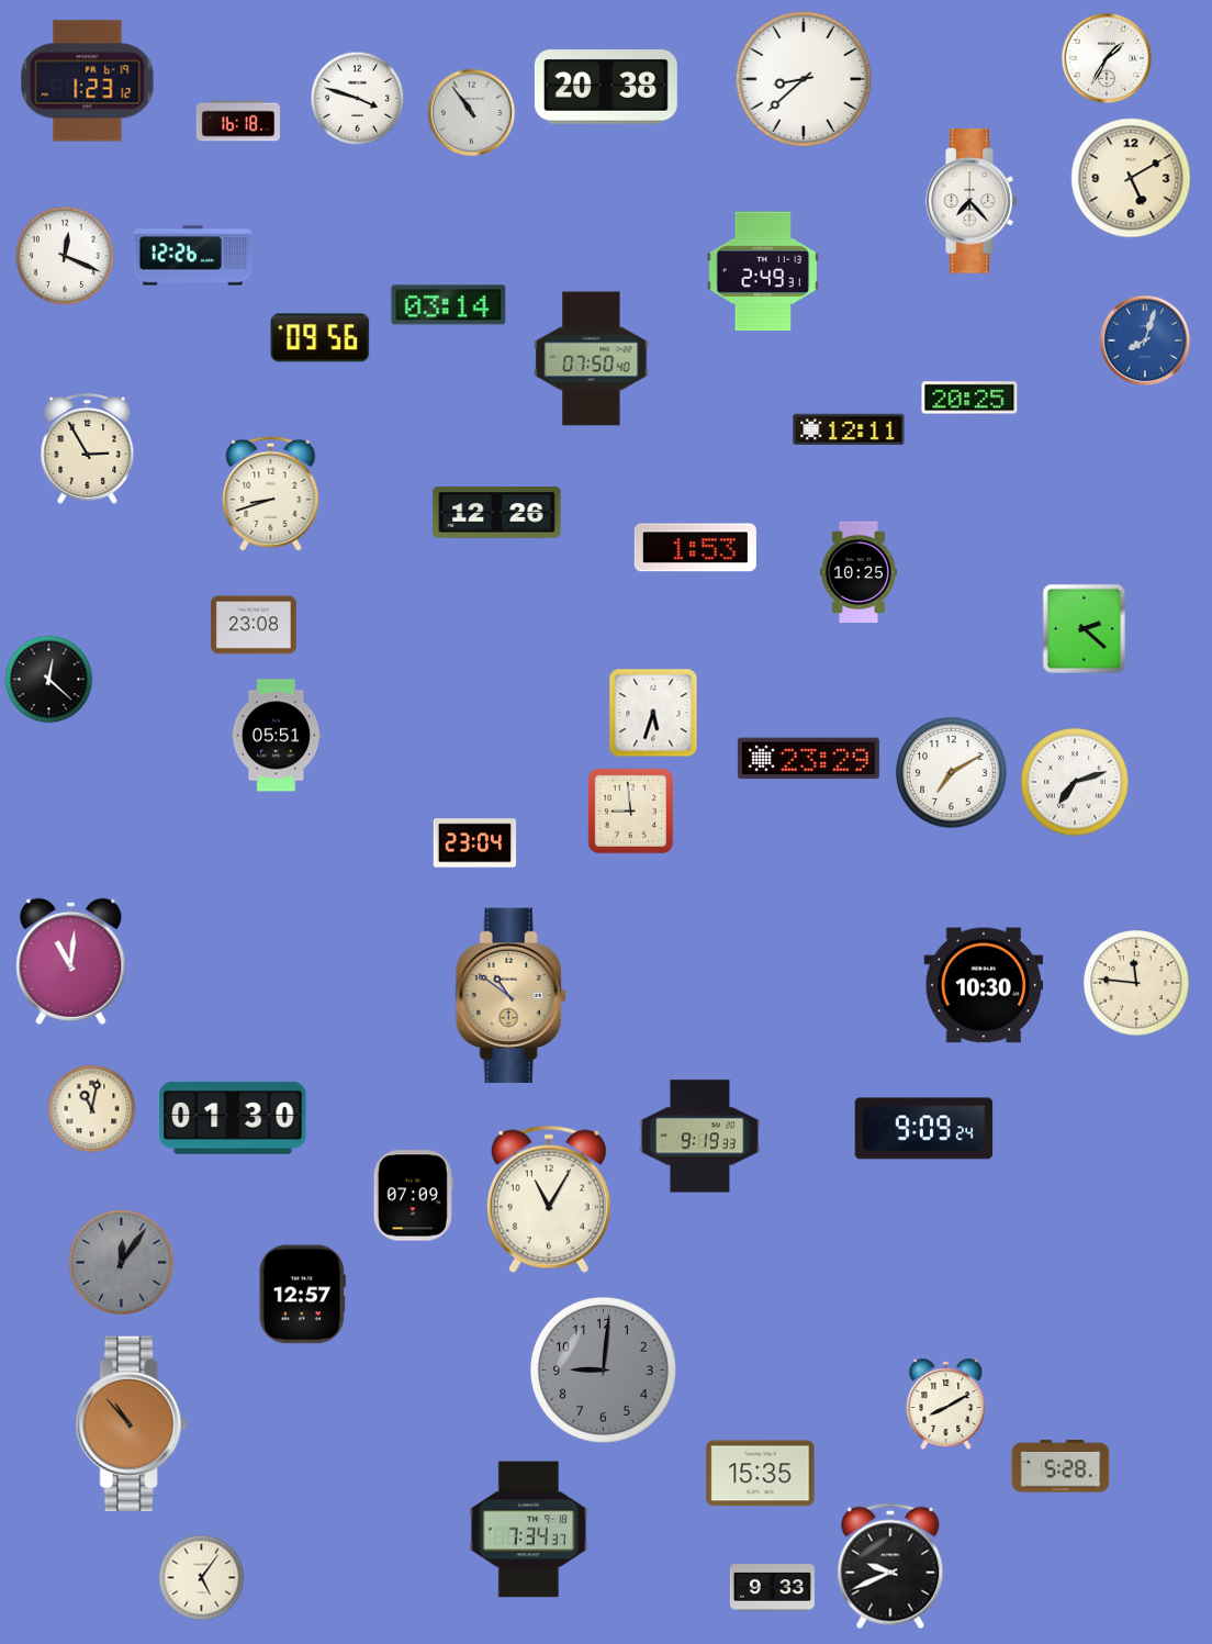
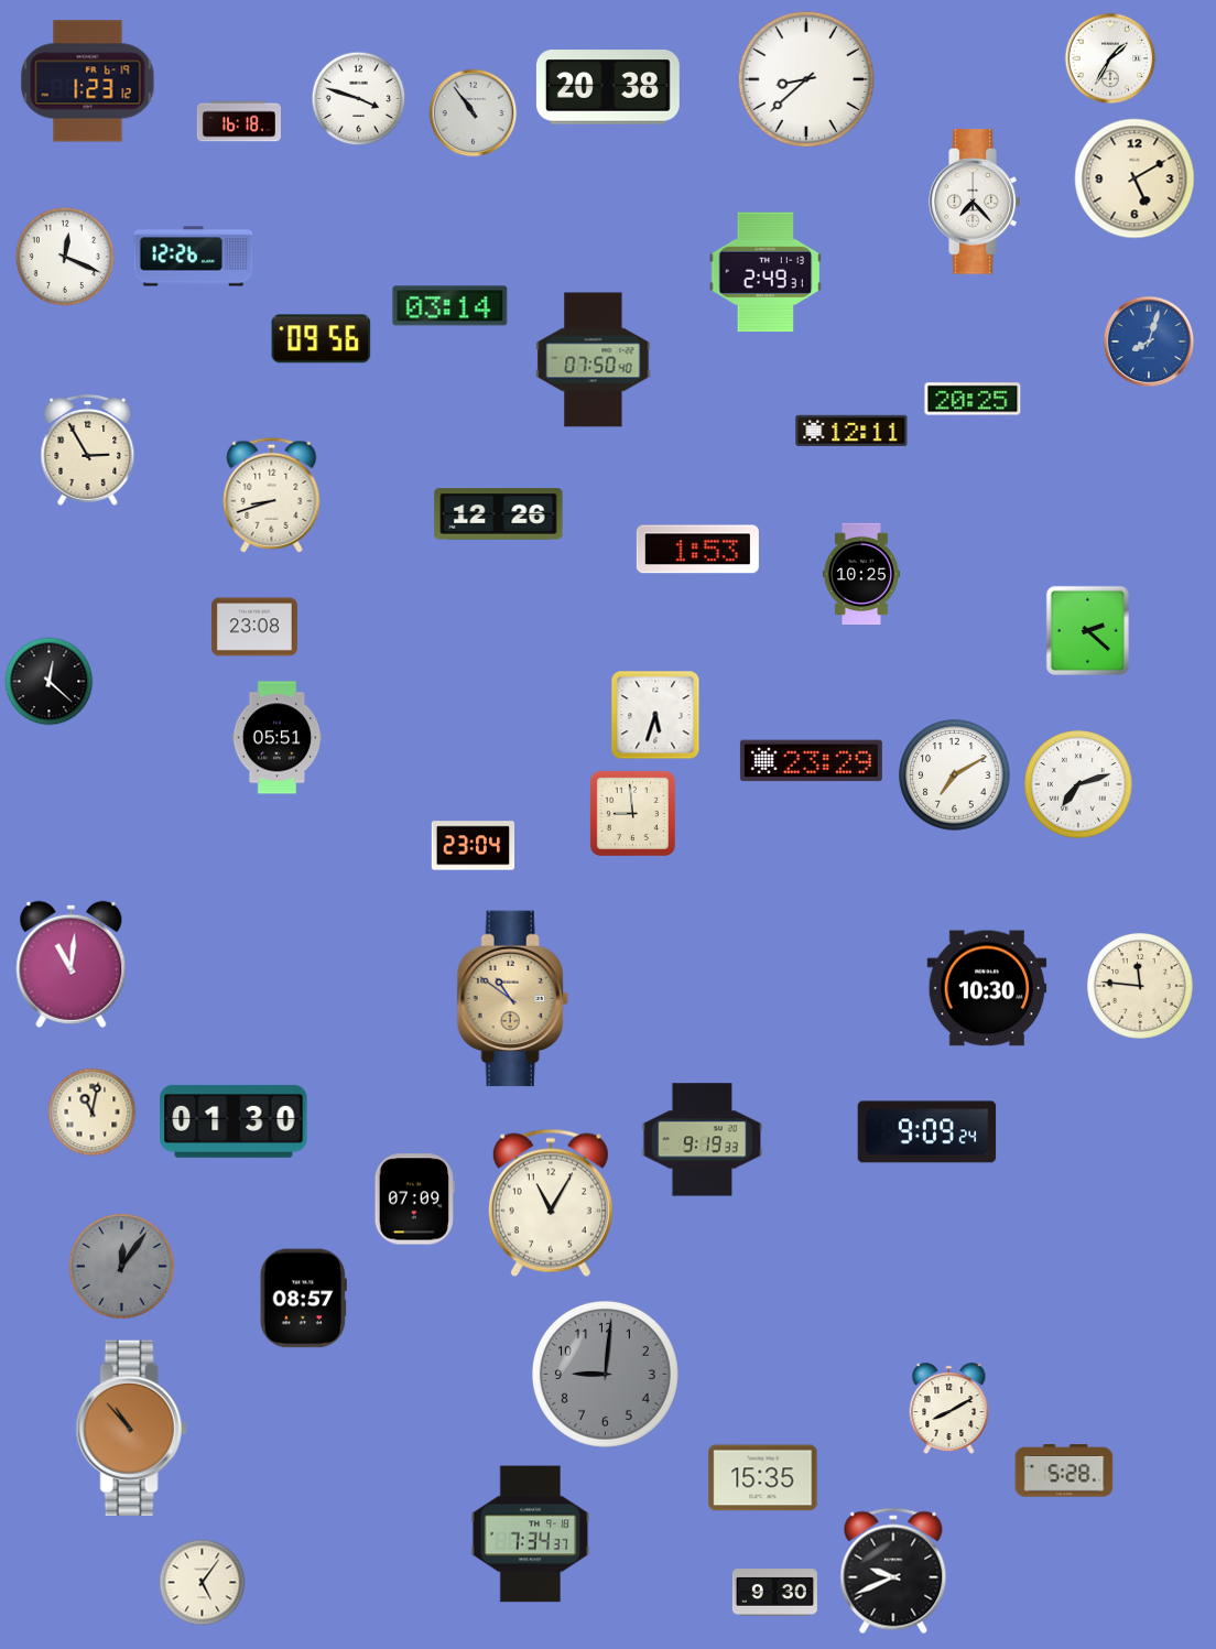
clock at (475, 843) position: (475, 843) -> (474, 846)
clock at (302, 1295): 12:57 -> 08:57
clock at (772, 1588): 9:33 -> 9:30
